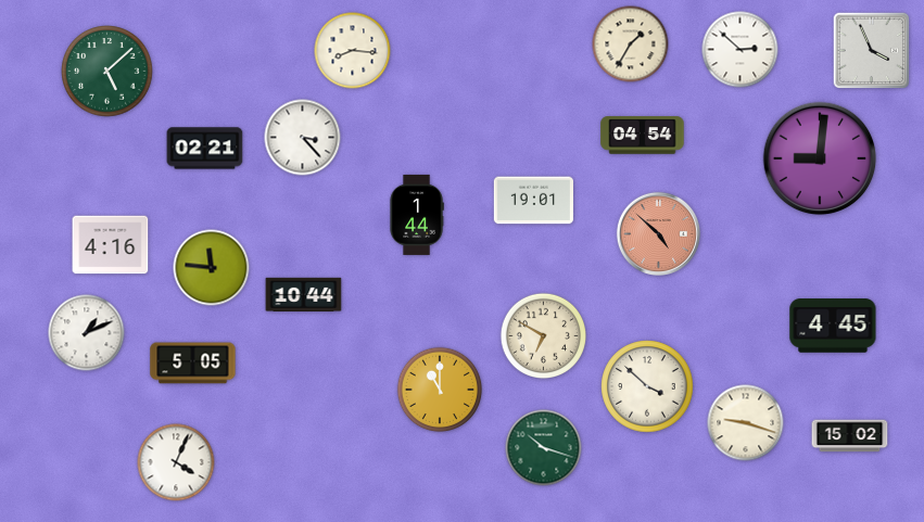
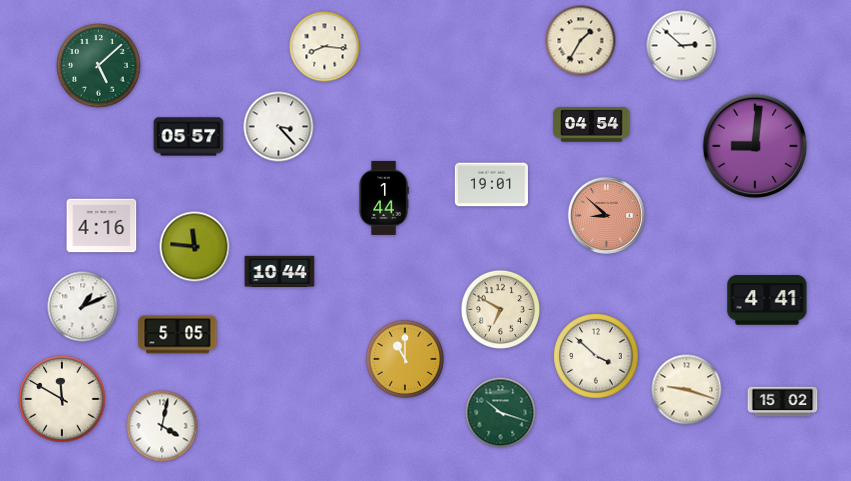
clock at (872, 51): 3:56 -> none
clock at (205, 149): 02:21 -> 05:57
clock at (658, 233): 4:52 -> 8:52
clock at (833, 326): 4:45 -> 4:41
clock at (87, 333) position: (87, 333) -> (83, 307)
clock at (62, 399): none -> 11:50
clock at (176, 462): 4:04 -> 4:02
